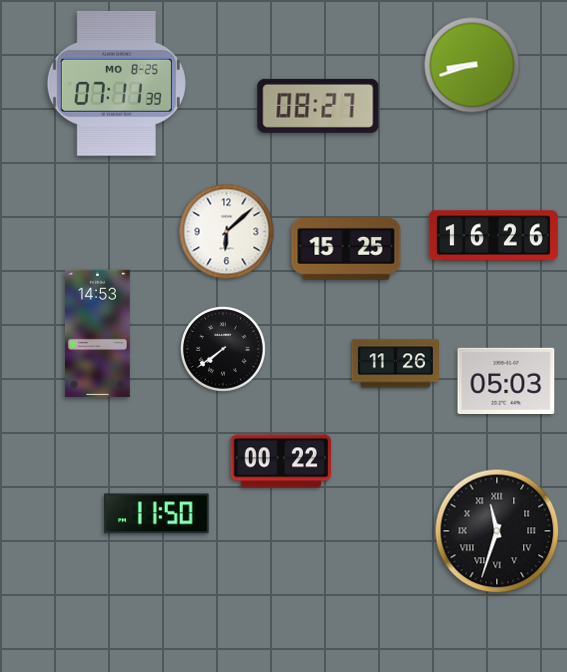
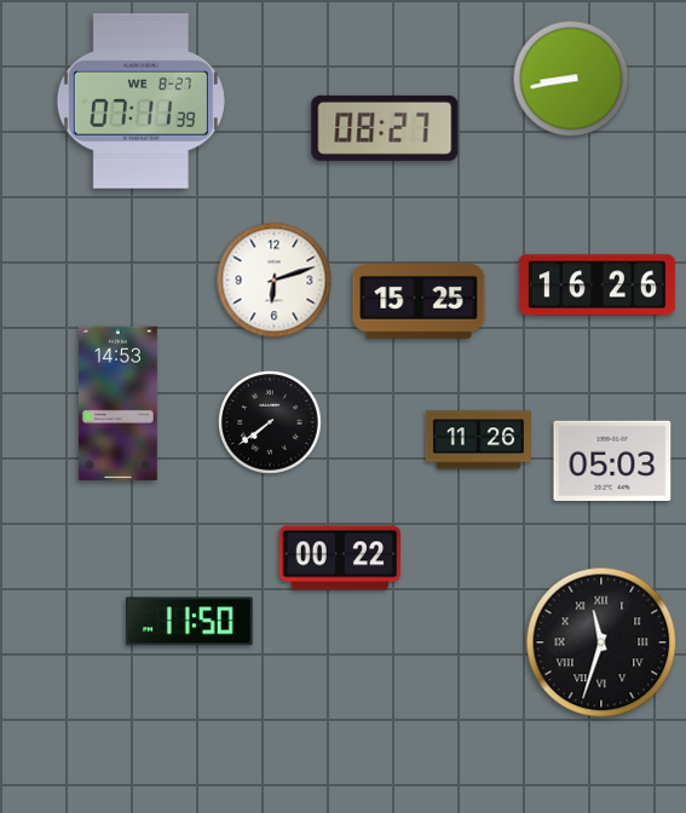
clock at (472, 65): 8:42 -> 8:43
clock at (116, 83) date: MO 8-25 -> WE 8-27
clock at (227, 232): 6:08 -> 6:12
